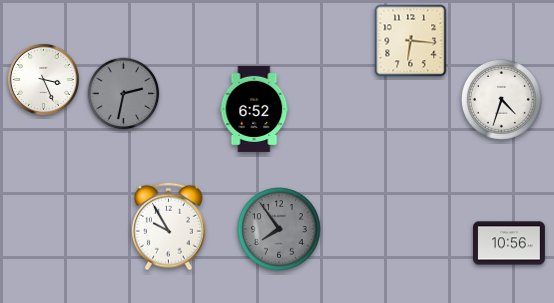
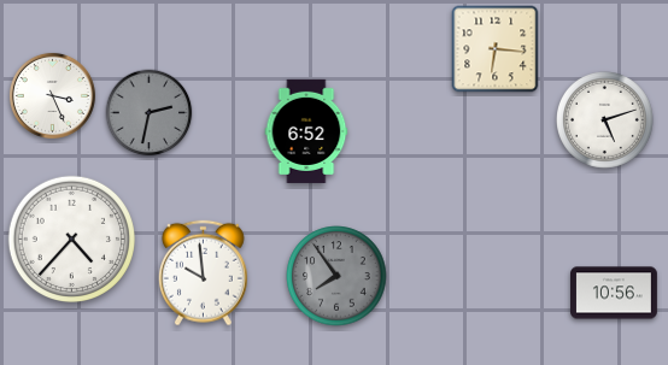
clock at (502, 100): 4:33 -> 5:12
clock at (71, 239): none -> 4:37
clock at (168, 227): 9:55 -> 9:59
